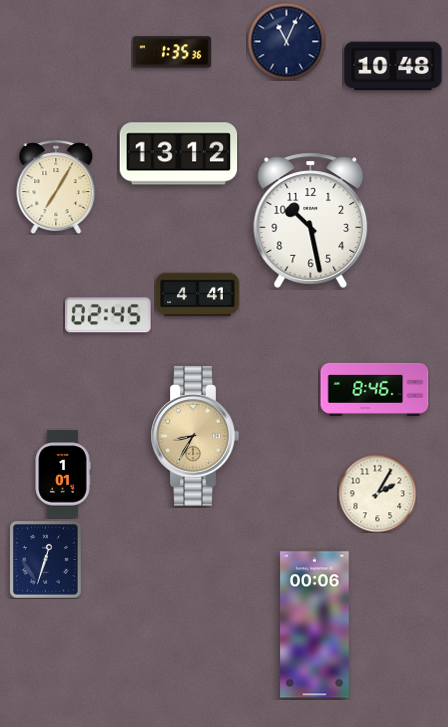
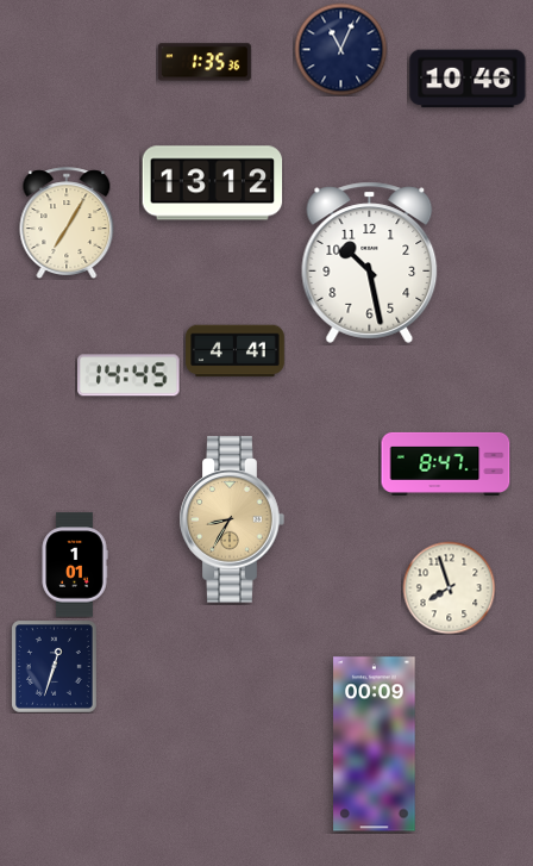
clock at (393, 66): 10:48 -> 10:46
clock at (108, 315): 02:45 -> 14:45
clock at (375, 389): 8:46 -> 8:47
clock at (377, 493): 2:05 -> 7:57
clock at (315, 625): 00:06 -> 00:09
